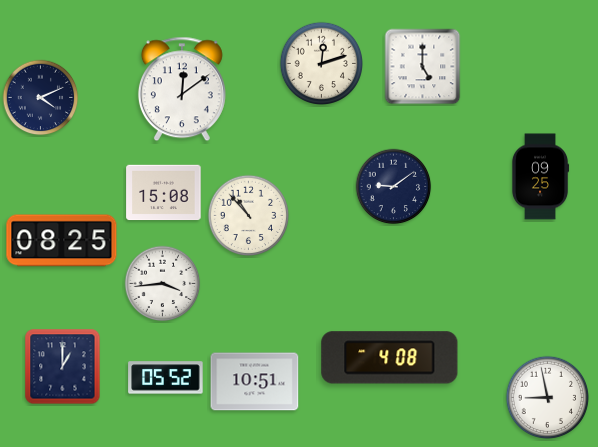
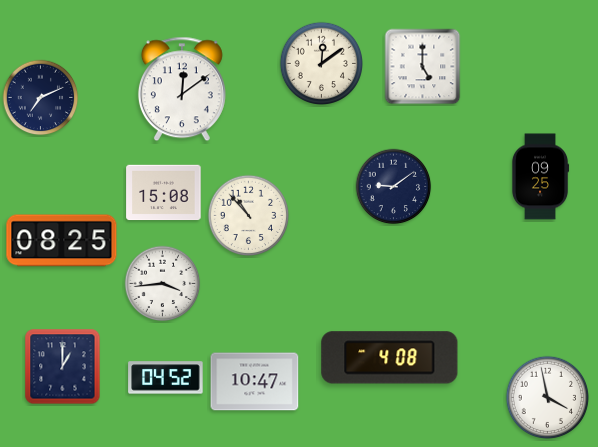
clock at (322, 64): 12:12 -> 12:09
clock at (41, 98): 4:11 -> 7:11
clock at (166, 378): 05:52 -> 04:52
clock at (255, 382): 10:51 -> 10:47
clock at (548, 398): 8:58 -> 3:58
